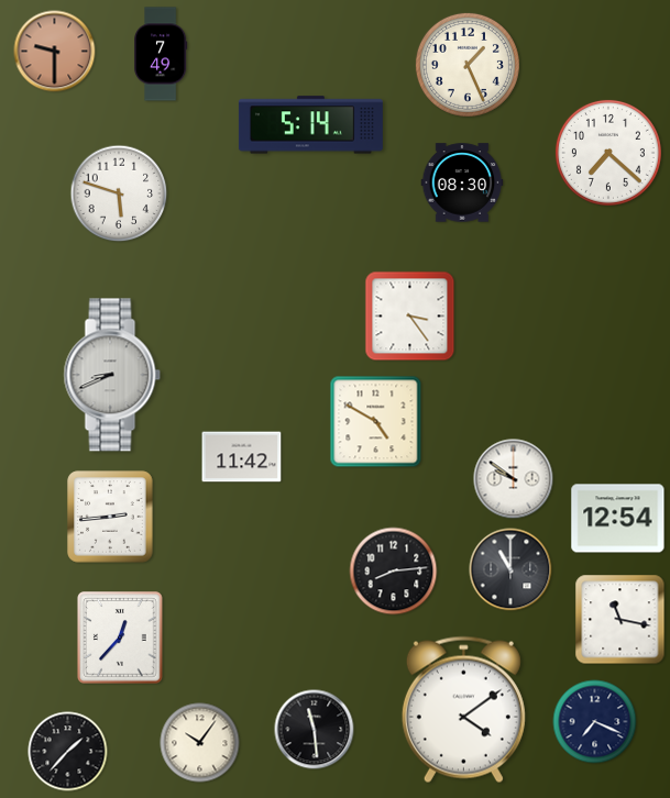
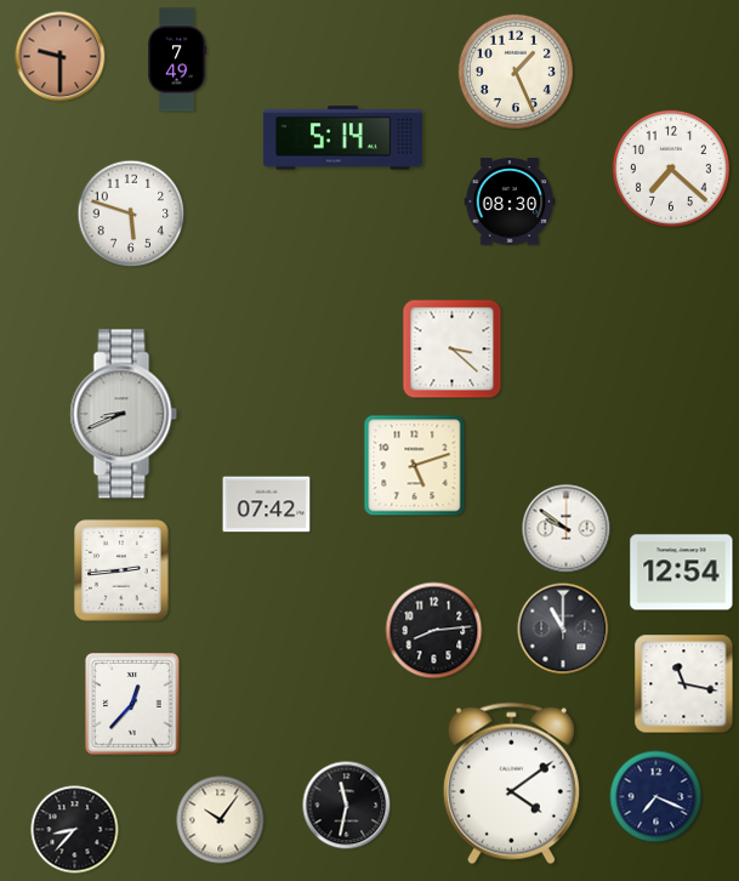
clock at (410, 317): 3:24 -> 3:22
clock at (376, 422): 4:50 -> 5:12
clock at (242, 457): 11:42 -> 07:42
clock at (315, 730): 11:29 -> 11:32
clock at (68, 752): 1:37 -> 8:37
